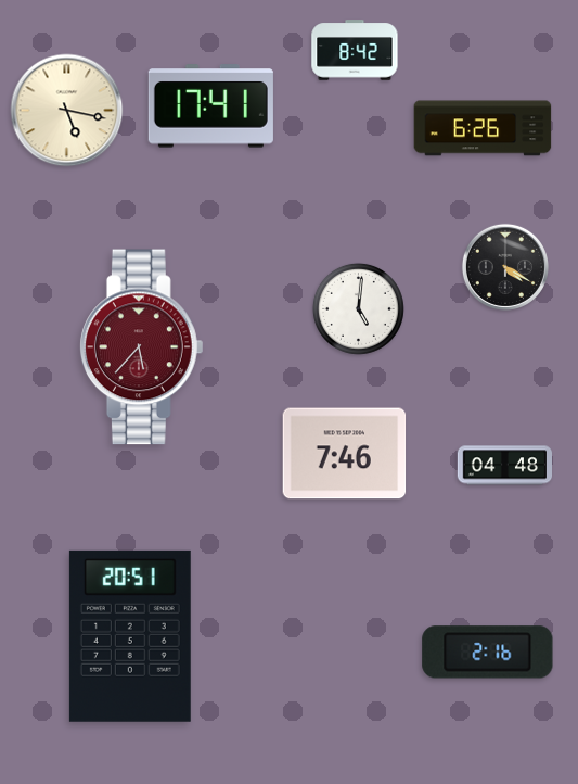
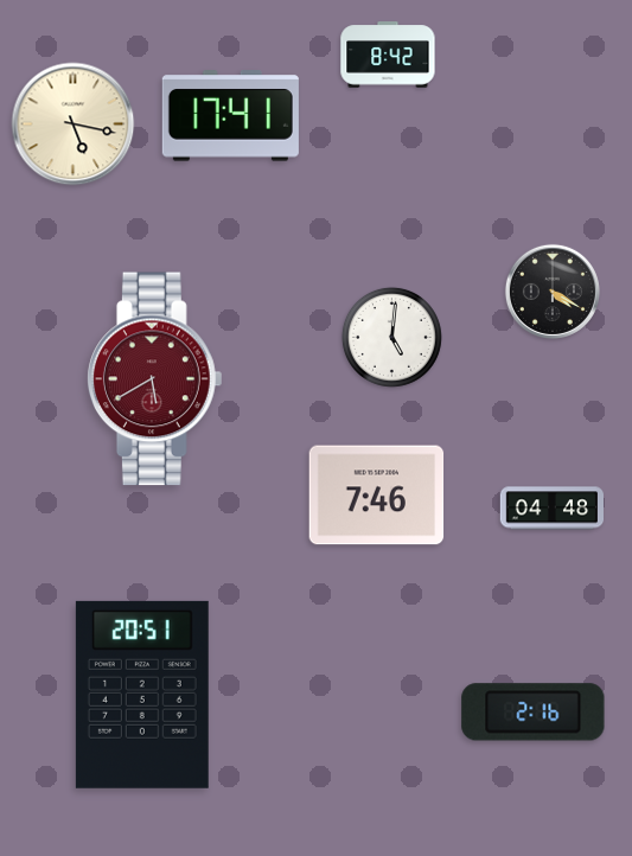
clock at (67, 111) position: (67, 111) -> (74, 124)
clock at (483, 128): 6:26 -> none
clock at (141, 347): 5:37 -> 5:40
